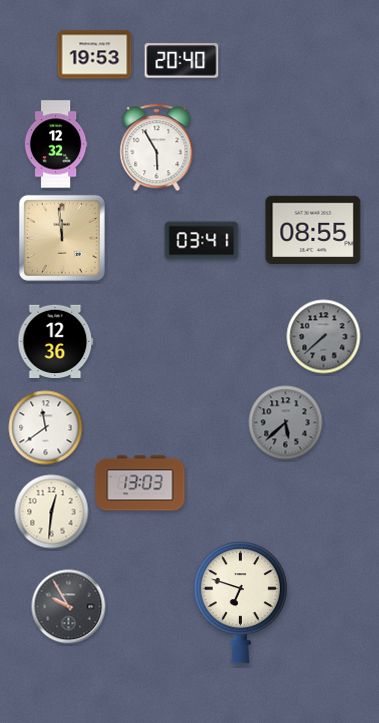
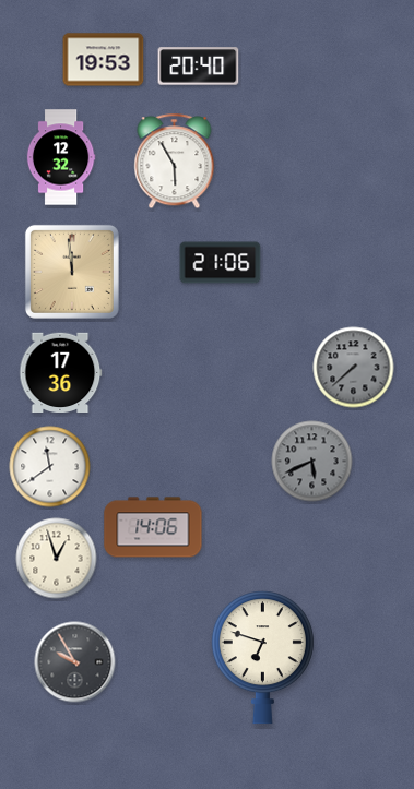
clock at (157, 148) position: (157, 148) -> (175, 162)
clock at (313, 229): 08:55 -> none
clock at (62, 238) position: (62, 238) -> (72, 272)
clock at (202, 241): 03:41 -> 21:06
clock at (56, 341): 12:36 -> 17:36
clock at (286, 423): 5:38 -> 5:41
clock at (140, 483): 13:03 -> 14:06
clock at (52, 512): 12:31 -> 12:57
